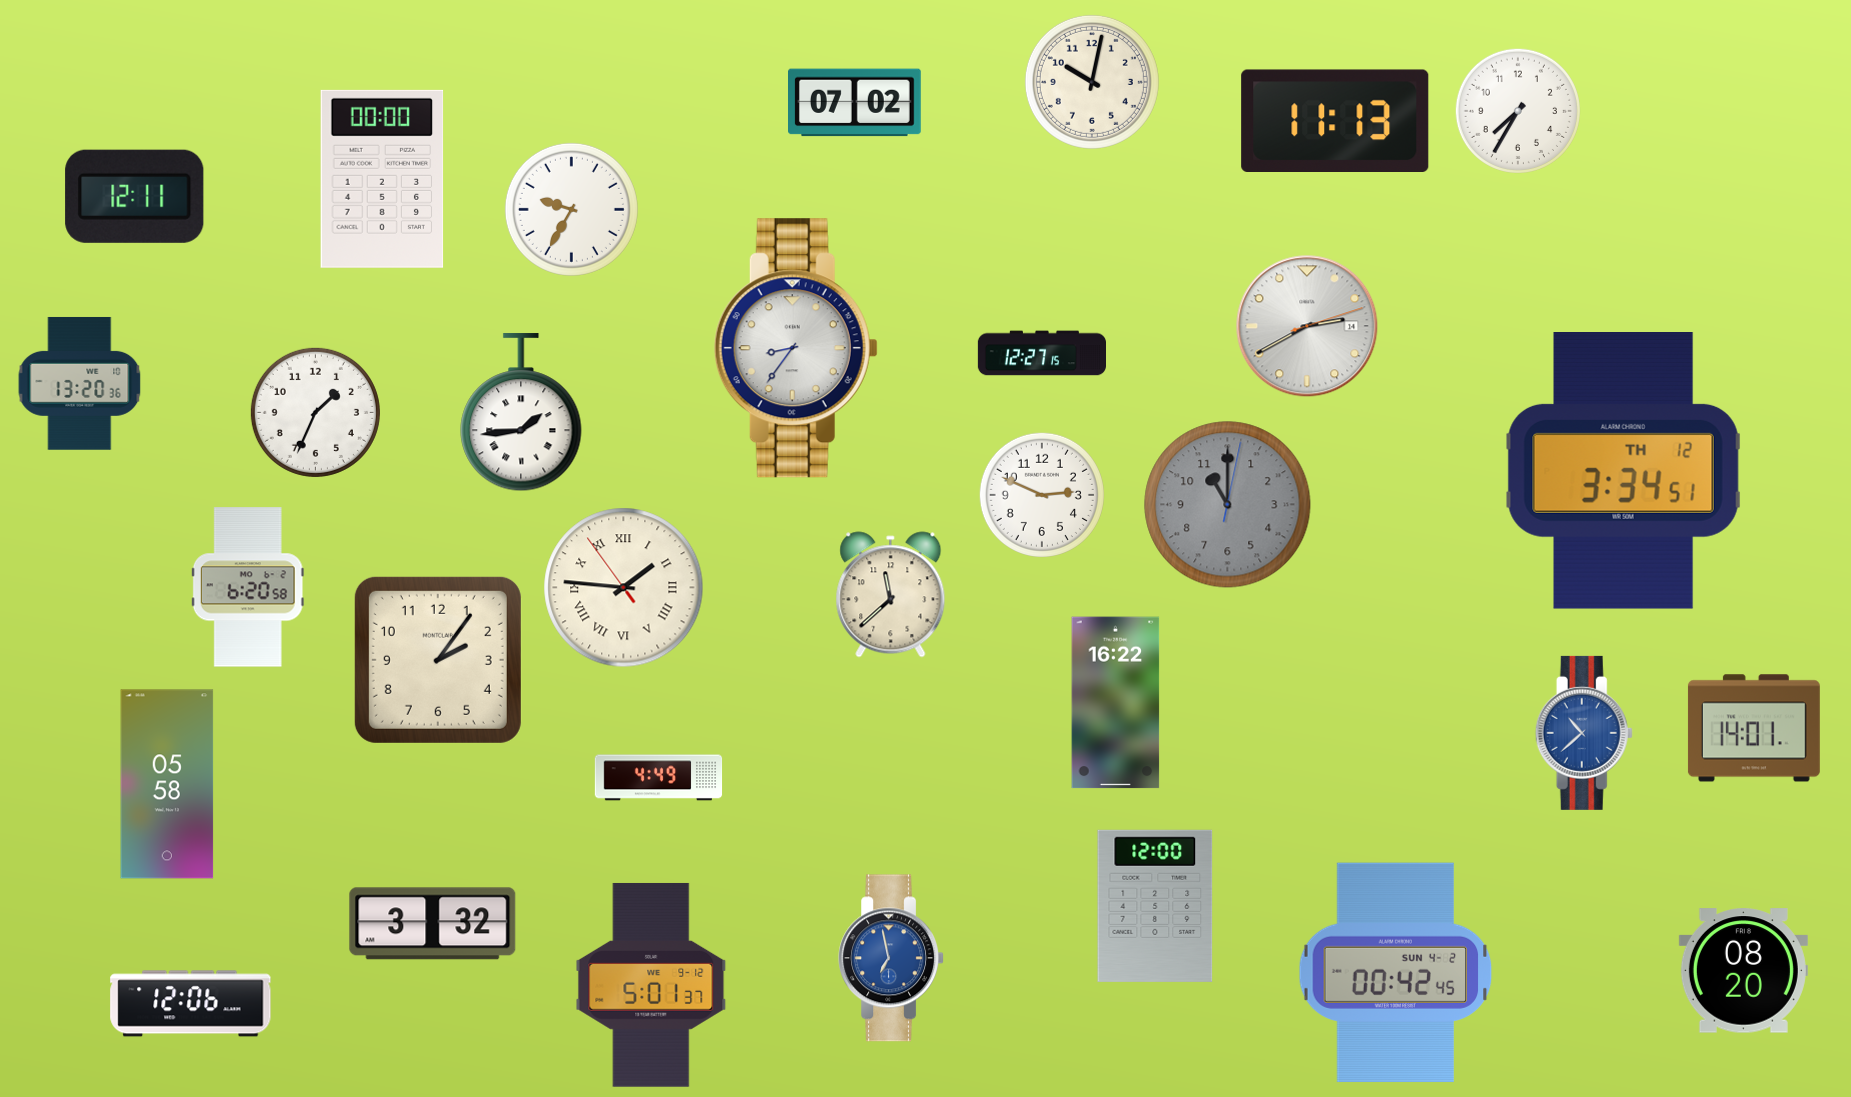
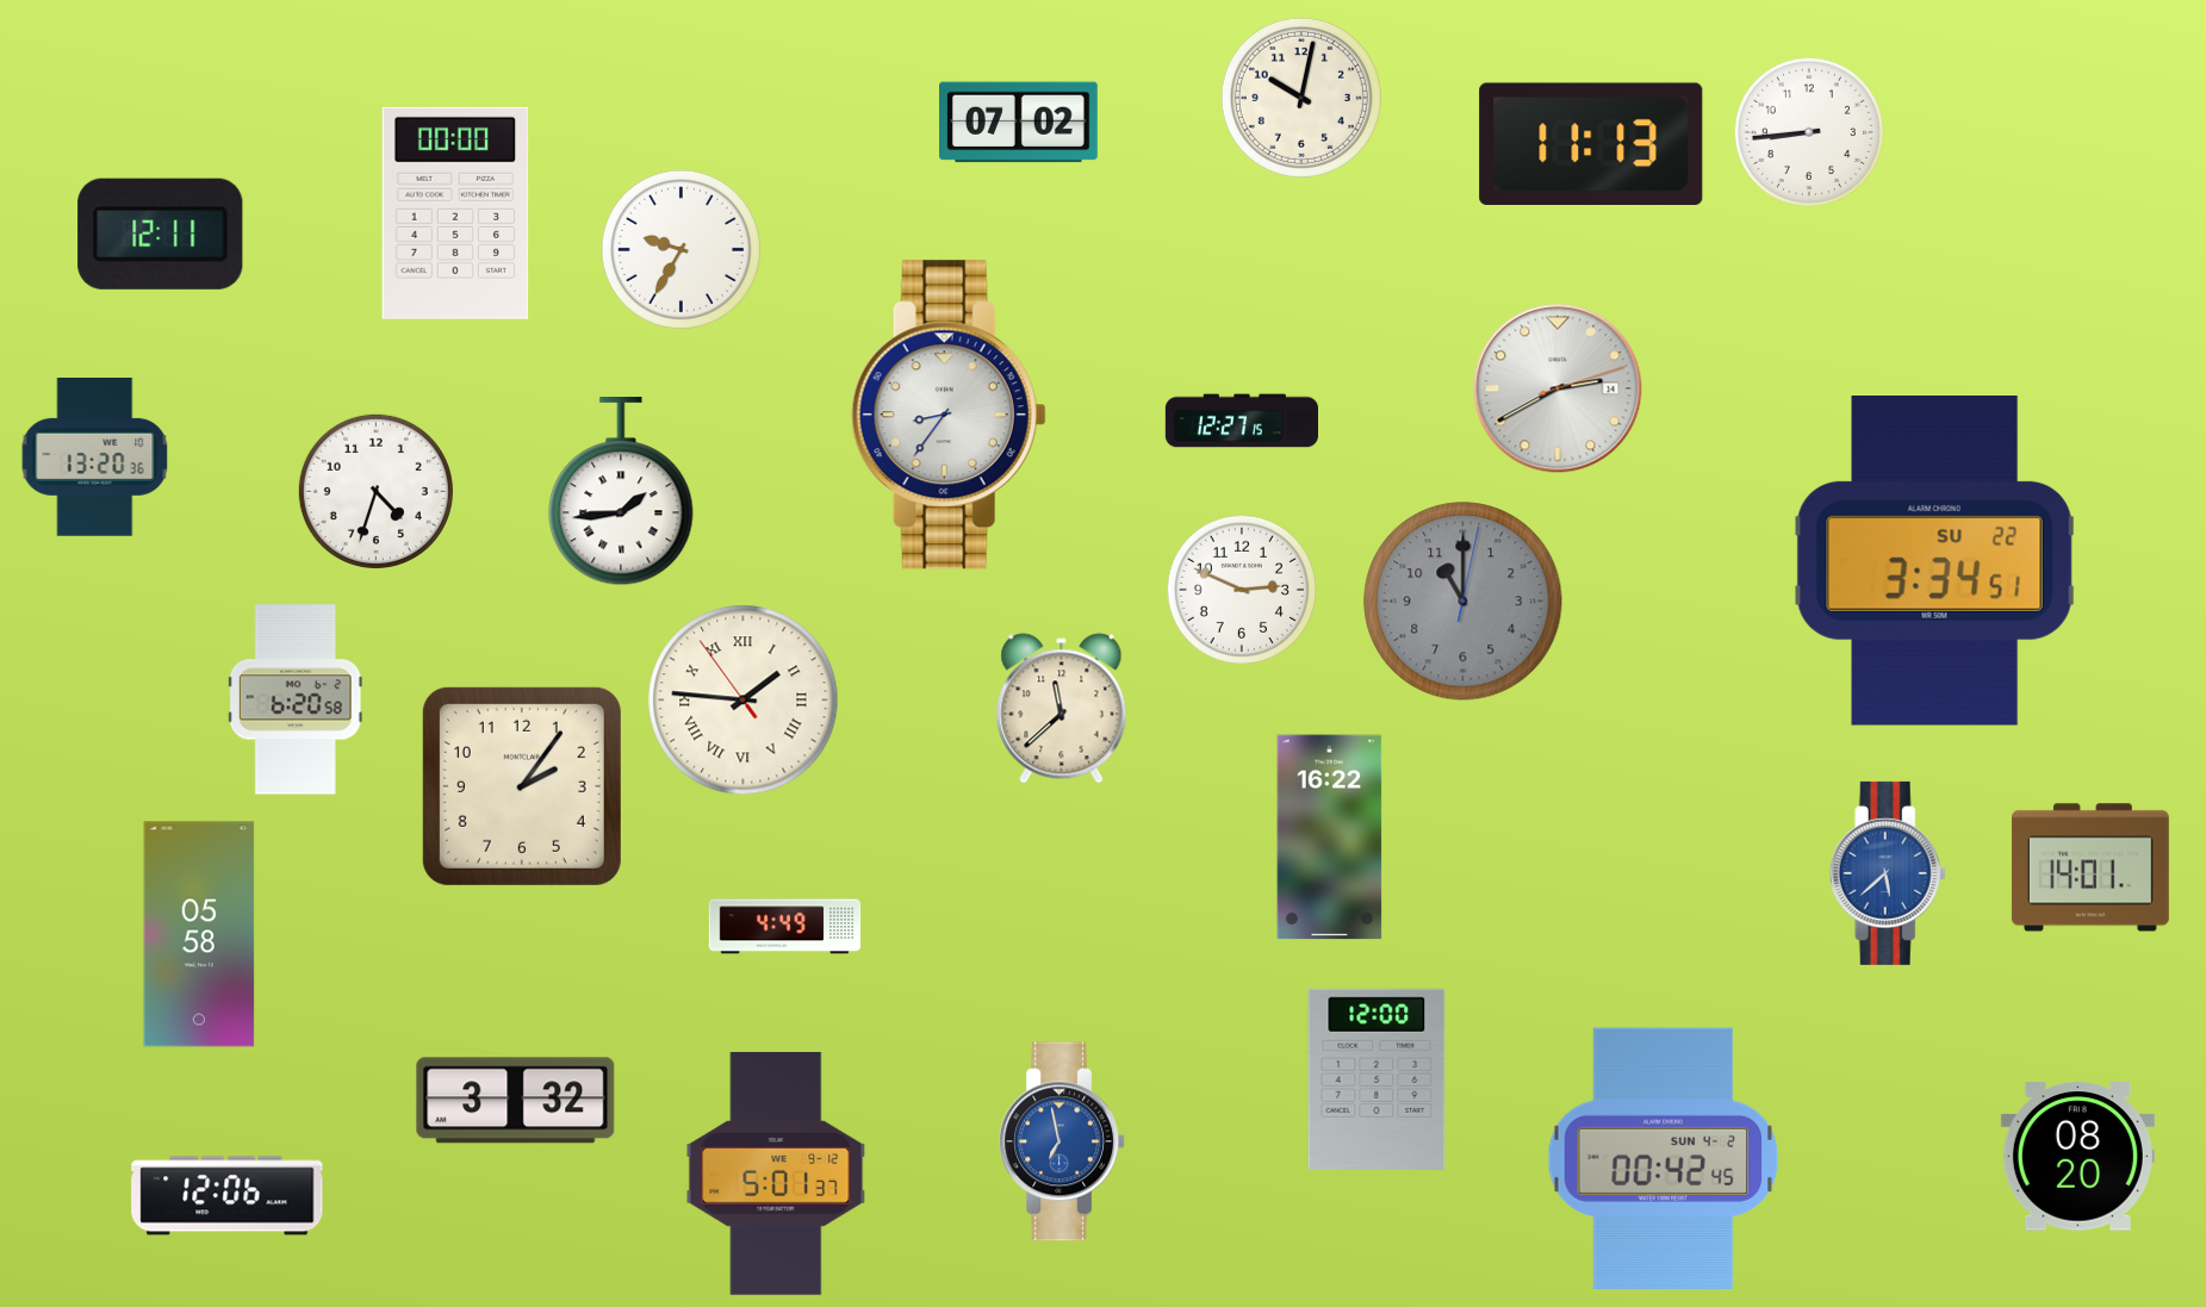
clock at (1518, 111): 7:35 -> 8:44
clock at (315, 412): 1:34 -> 4:33
clock at (1623, 471) date: TH 12 -> SU 22
clock at (1584, 733): 10:38 -> 5:38
